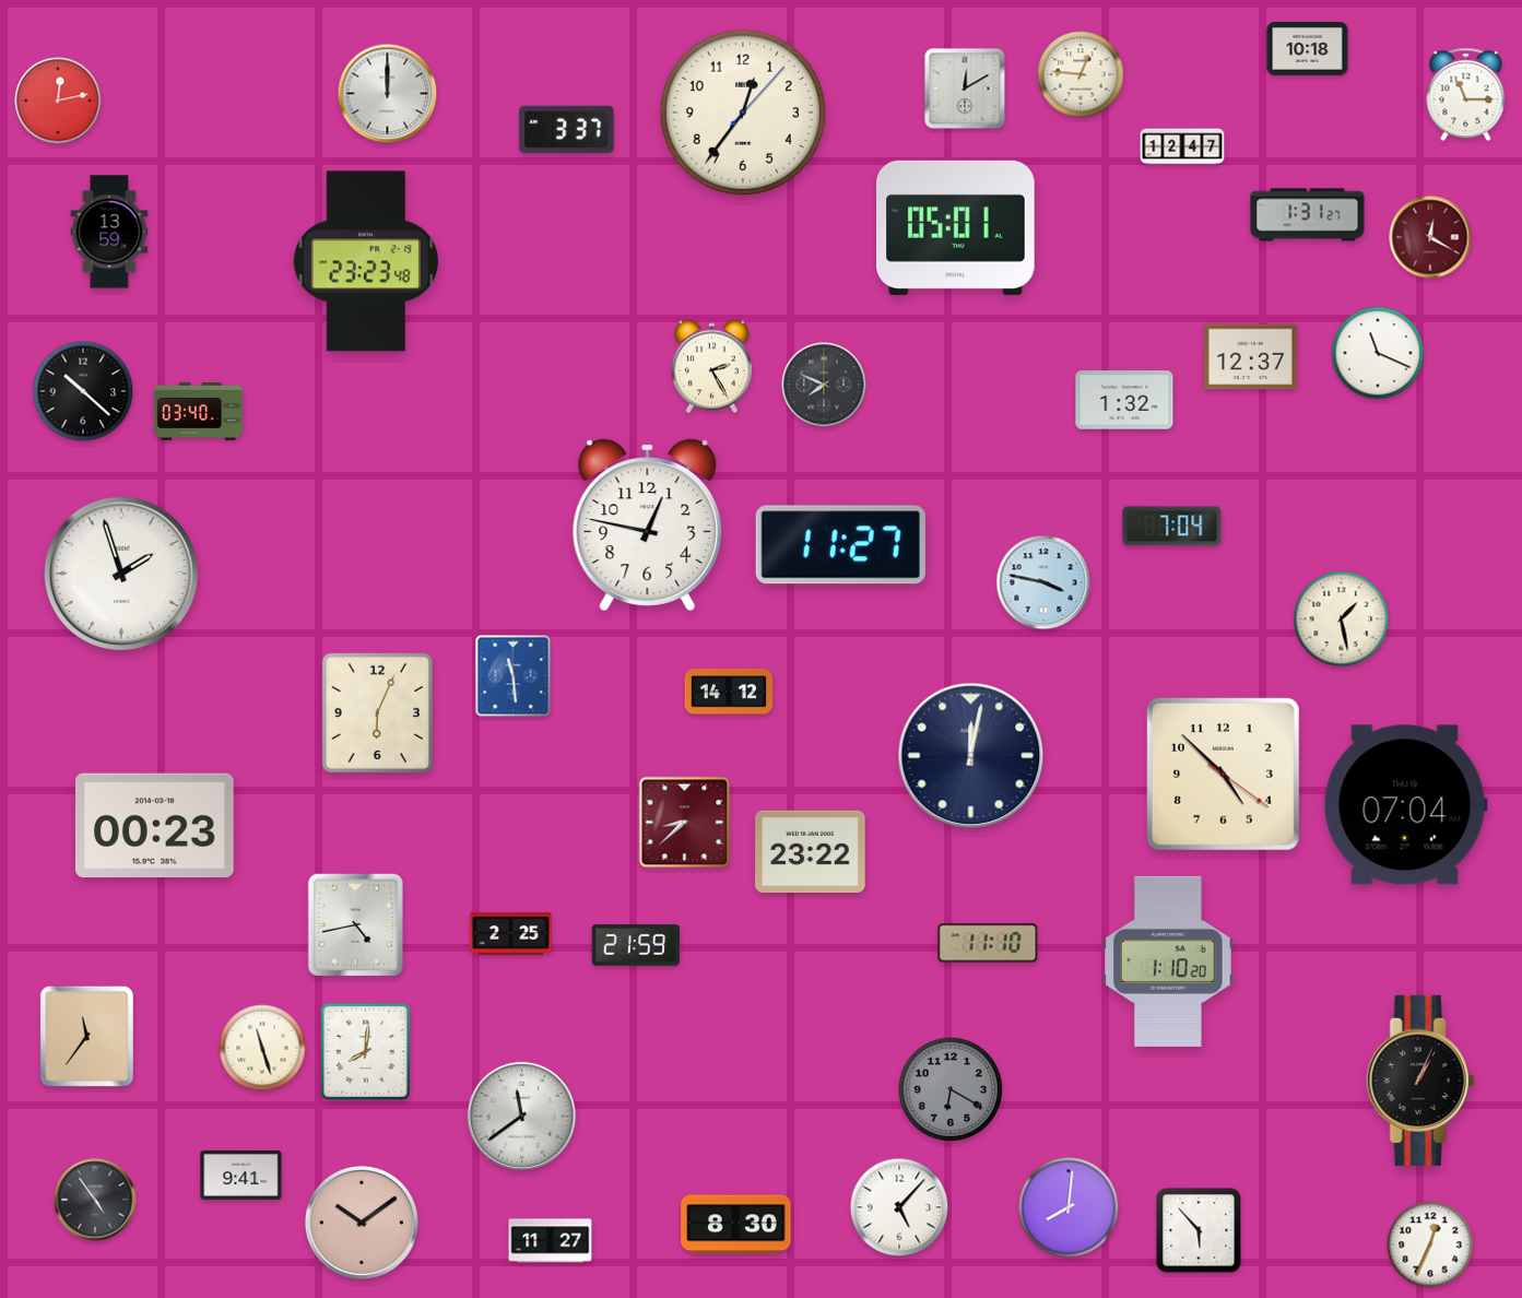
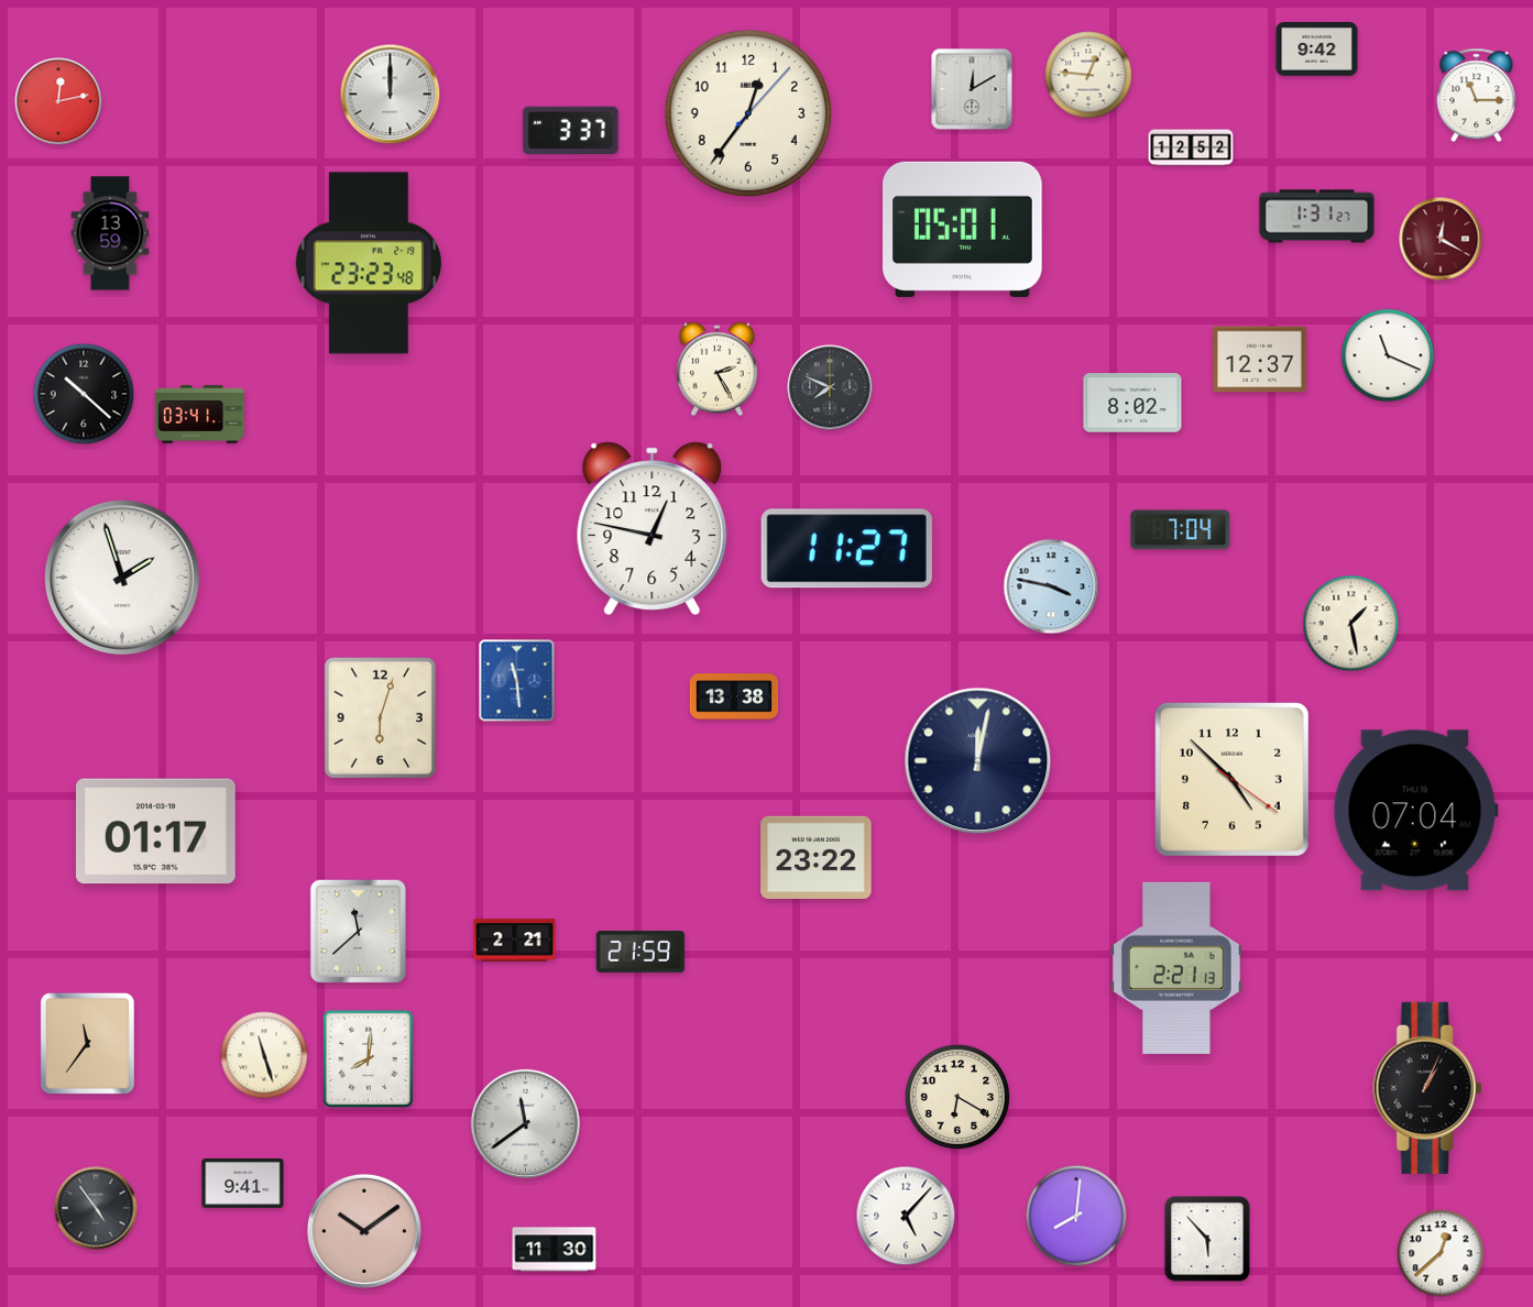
clock at (1308, 49): 10:18 -> 9:42
clock at (1182, 146): 12:47 -> 12:52
clock at (1124, 400): 1:32 -> 8:02
clock at (198, 412): 03:40 -> 03:41
clock at (729, 692): 14:12 -> 13:38
clock at (377, 712): 6:04 -> 6:03
clock at (685, 823): 8:38 -> none
clock at (155, 826): 00:23 -> 01:17
clock at (355, 925): 4:43 -> 11:38
clock at (511, 934): 2:25 -> 2:21
clock at (988, 943): 11:10 -> none
clock at (1168, 961): 1:10 -> 2:21
clock at (1420, 1081) position: (1420, 1081) -> (1427, 1088)
clock at (951, 1089) dial: grey -> cream
clock at (736, 1225): 8:30 -> none
clock at (551, 1241): 11:27 -> 11:30
clock at (1430, 1244): 12:34 -> 12:38
